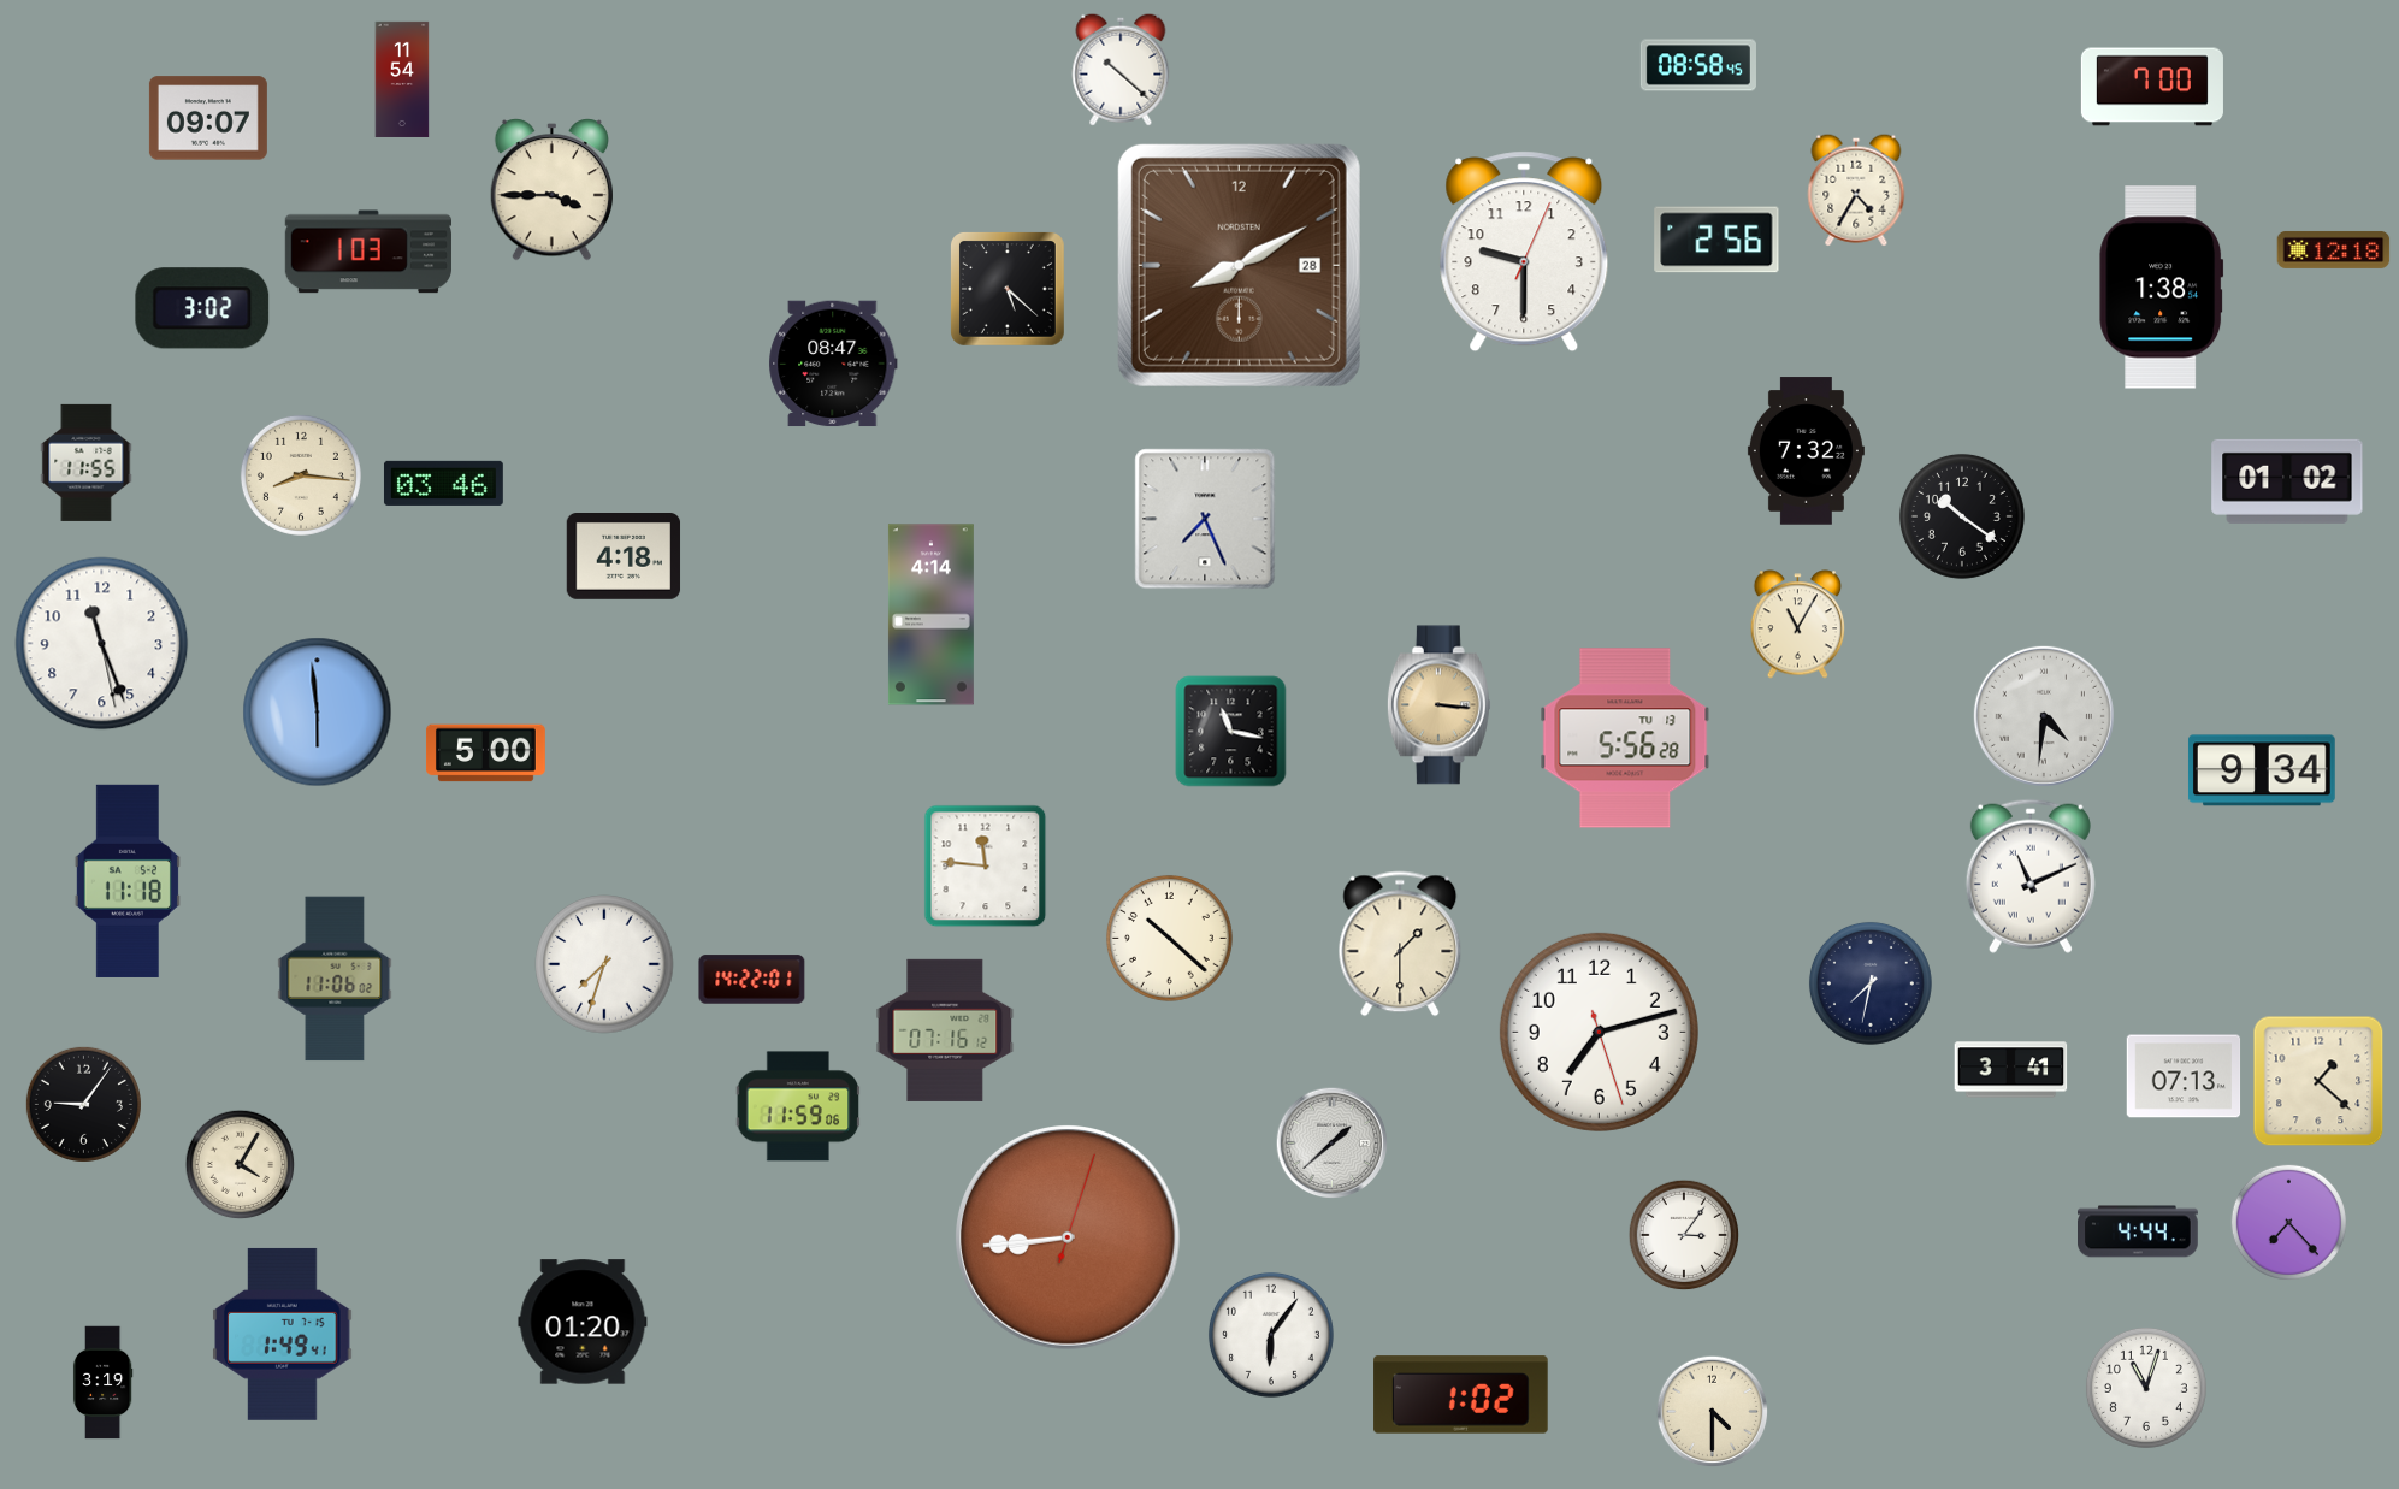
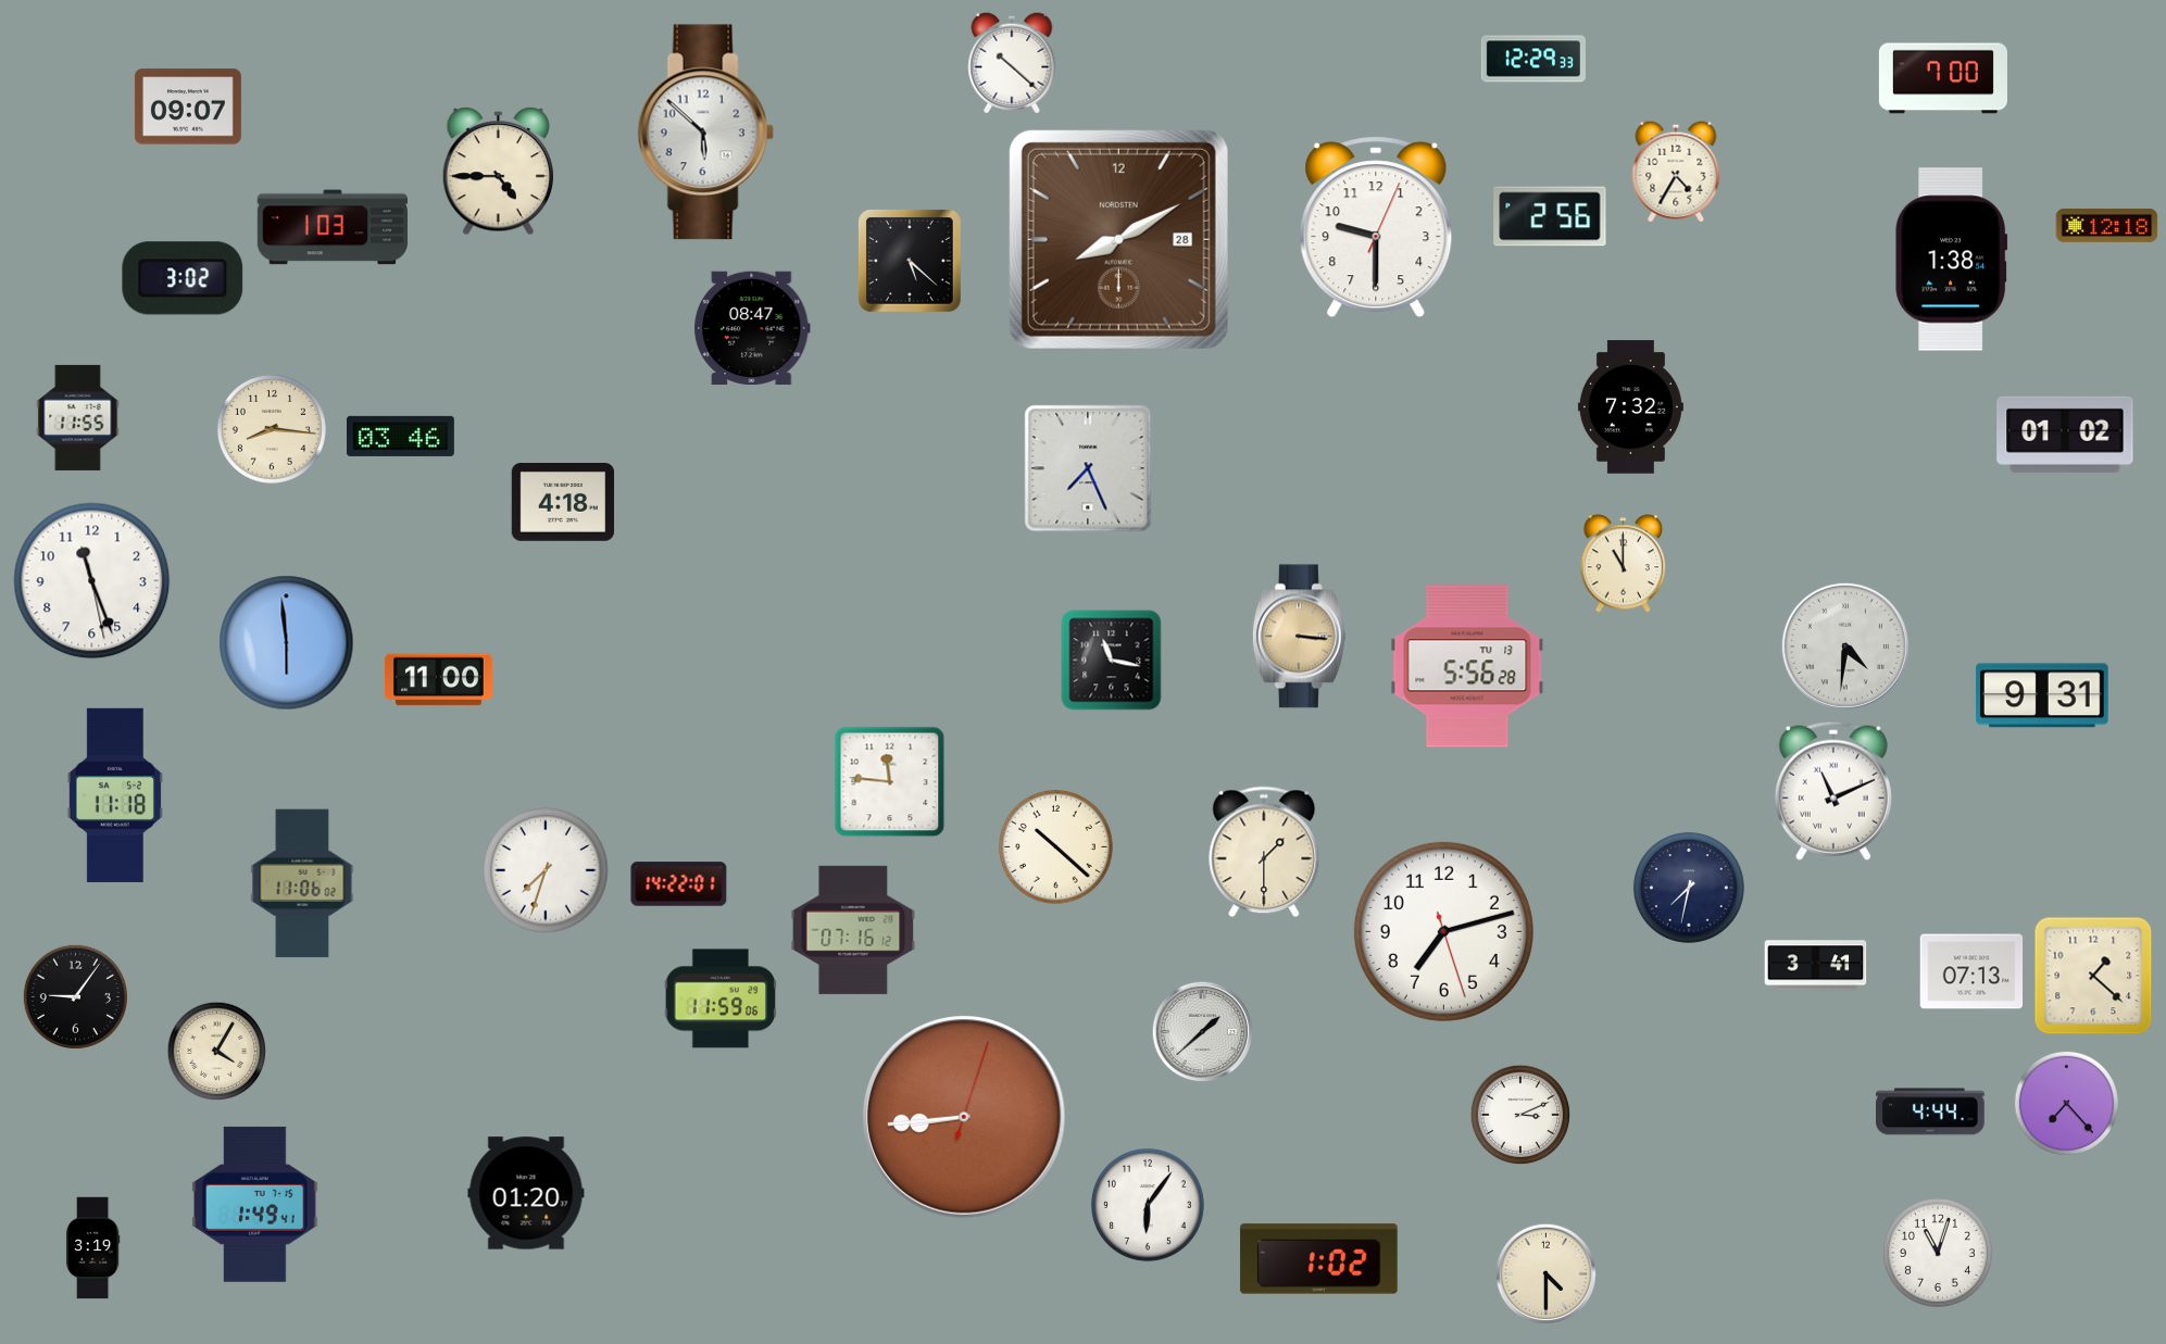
clock at (1698, 65): 08:58 -> 12:29
clock at (402, 79): 11:54 -> none
clock at (705, 133): none -> 5:52
clock at (551, 190): 3:45 -> 4:45
clock at (1962, 516): 10:21 -> none
clock at (930, 615): 4:14 -> none
clock at (1798, 625): 11:05 -> 11:00
clock at (485, 754): 5:00 -> 11:00
clock at (2262, 770): 9:34 -> 9:31
clock at (1684, 1235): 3:06 -> 3:11
